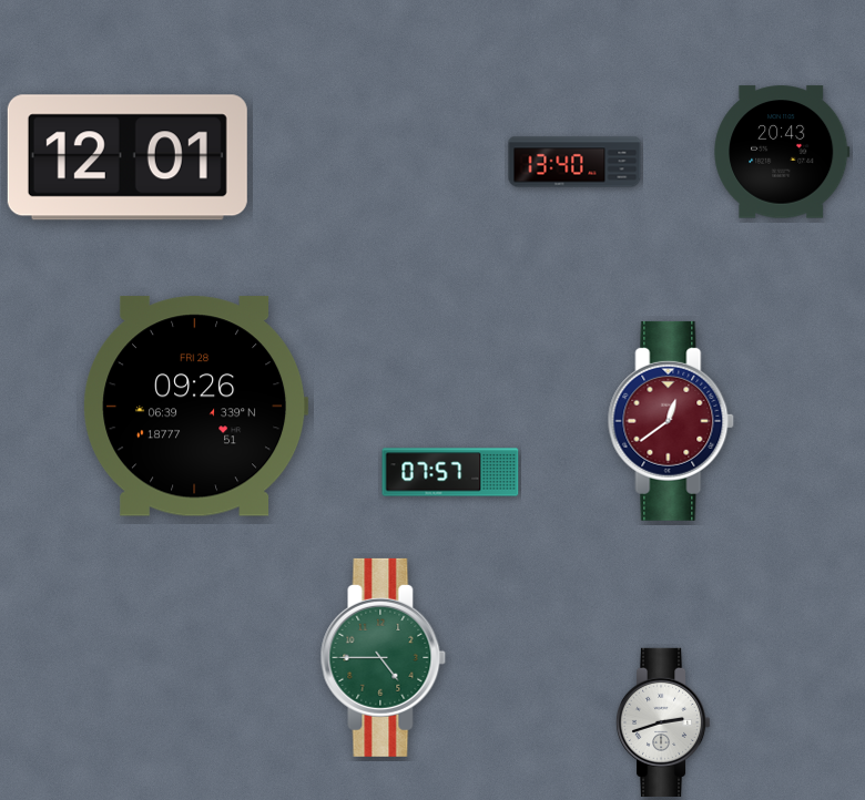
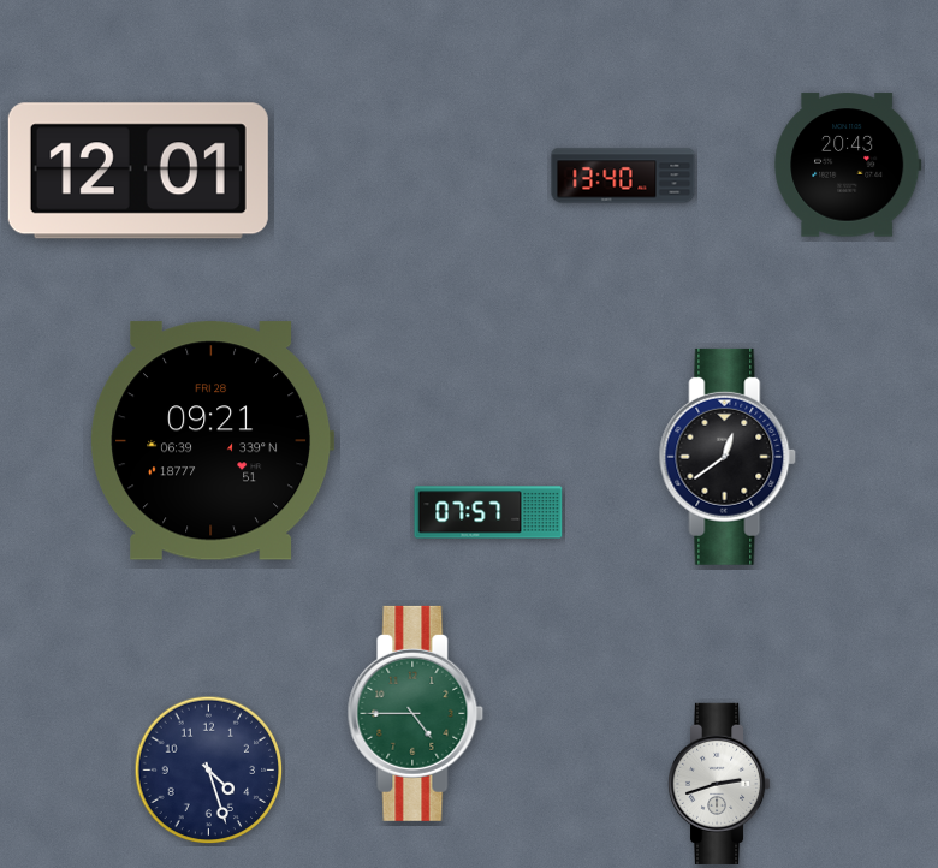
clock at (196, 407): 09:26 -> 09:21
clock at (671, 421) dial: burgundy -> black
clock at (209, 771): none -> 4:27
